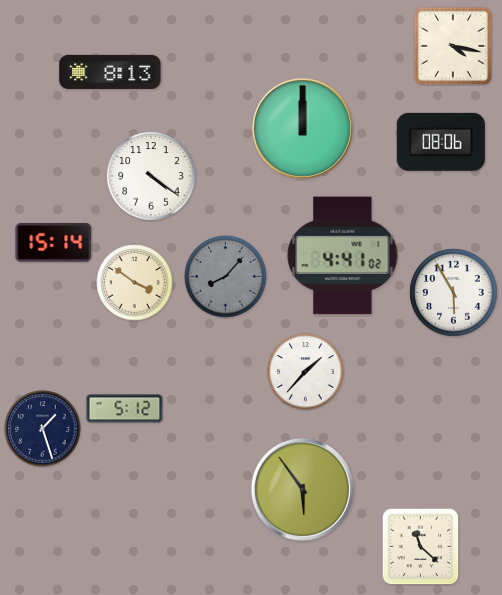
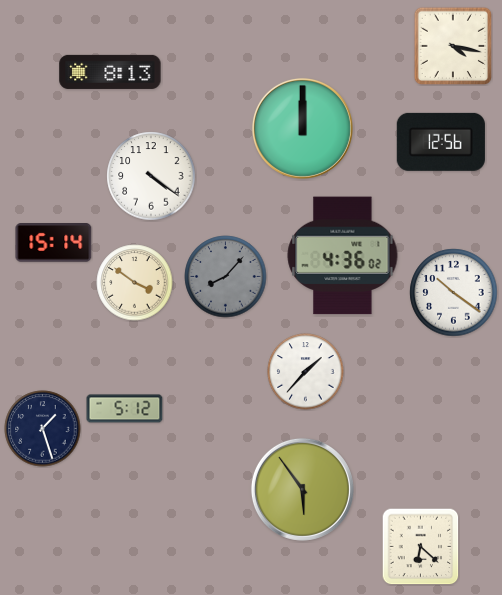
clock at (441, 142): 08:06 -> 12:56
clock at (343, 256): 4:41 -> 4:36
clock at (454, 293): 5:55 -> 10:21
clock at (420, 546): 11:22 -> 6:22
